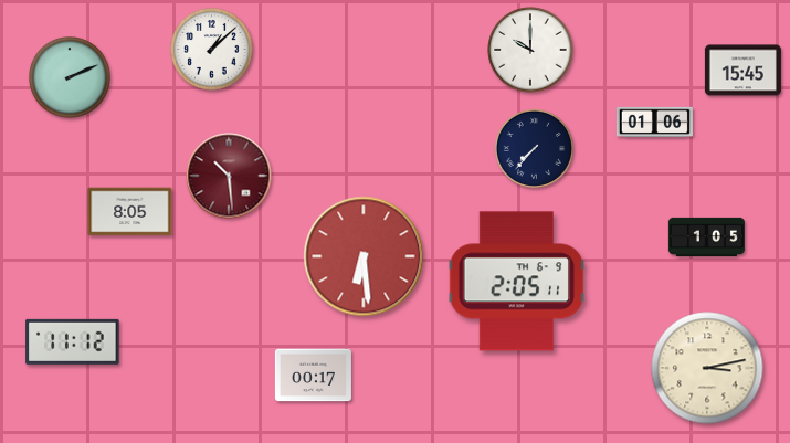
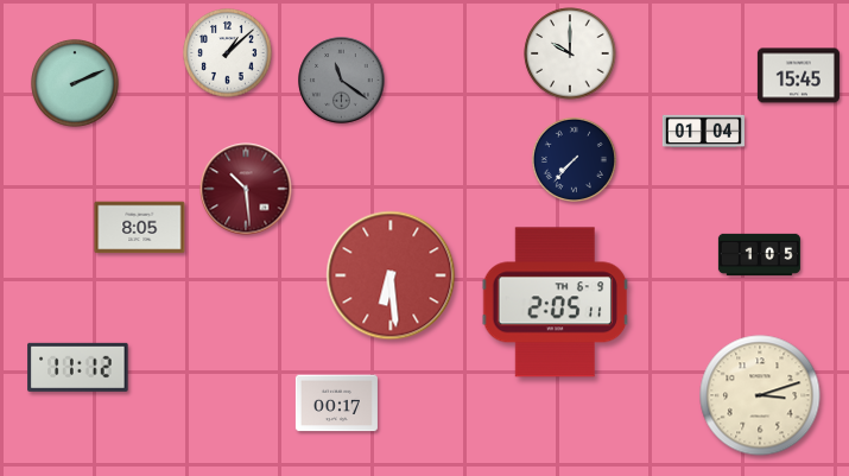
clock at (342, 81): none -> 11:21
clock at (654, 123): 01:06 -> 01:04
clock at (707, 368): 3:13 -> 3:12
